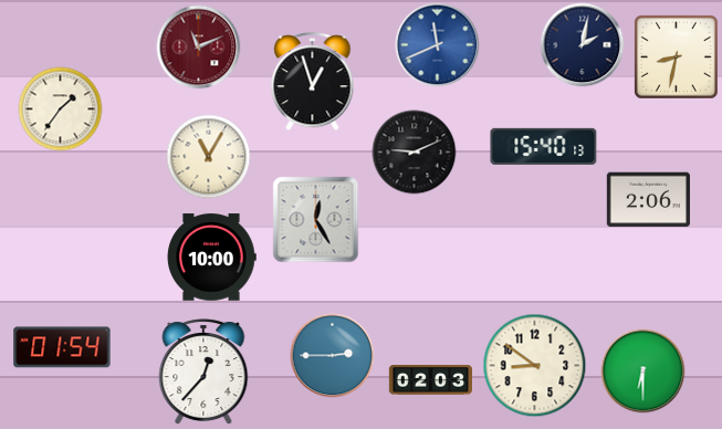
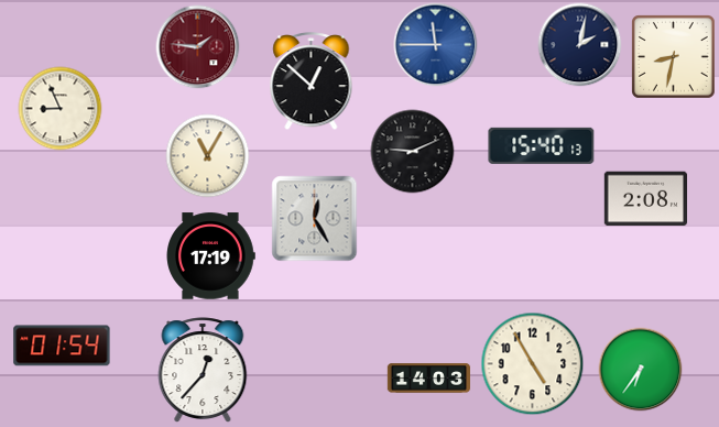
clock at (438, 45): 11:41 -> 11:45
clock at (199, 48): 11:11 -> 1:46
clock at (313, 83): 12:57 -> 12:52
clock at (61, 109): 1:36 -> 8:56
clock at (648, 200): 2:06 -> 2:08
clock at (211, 258): 10:00 -> 17:19
clock at (333, 356): 2:45 -> none
clock at (535, 366): 8:51 -> 4:55
clock at (643, 372): 6:30 -> 6:36
clock at (430, 380): 02:03 -> 14:03
